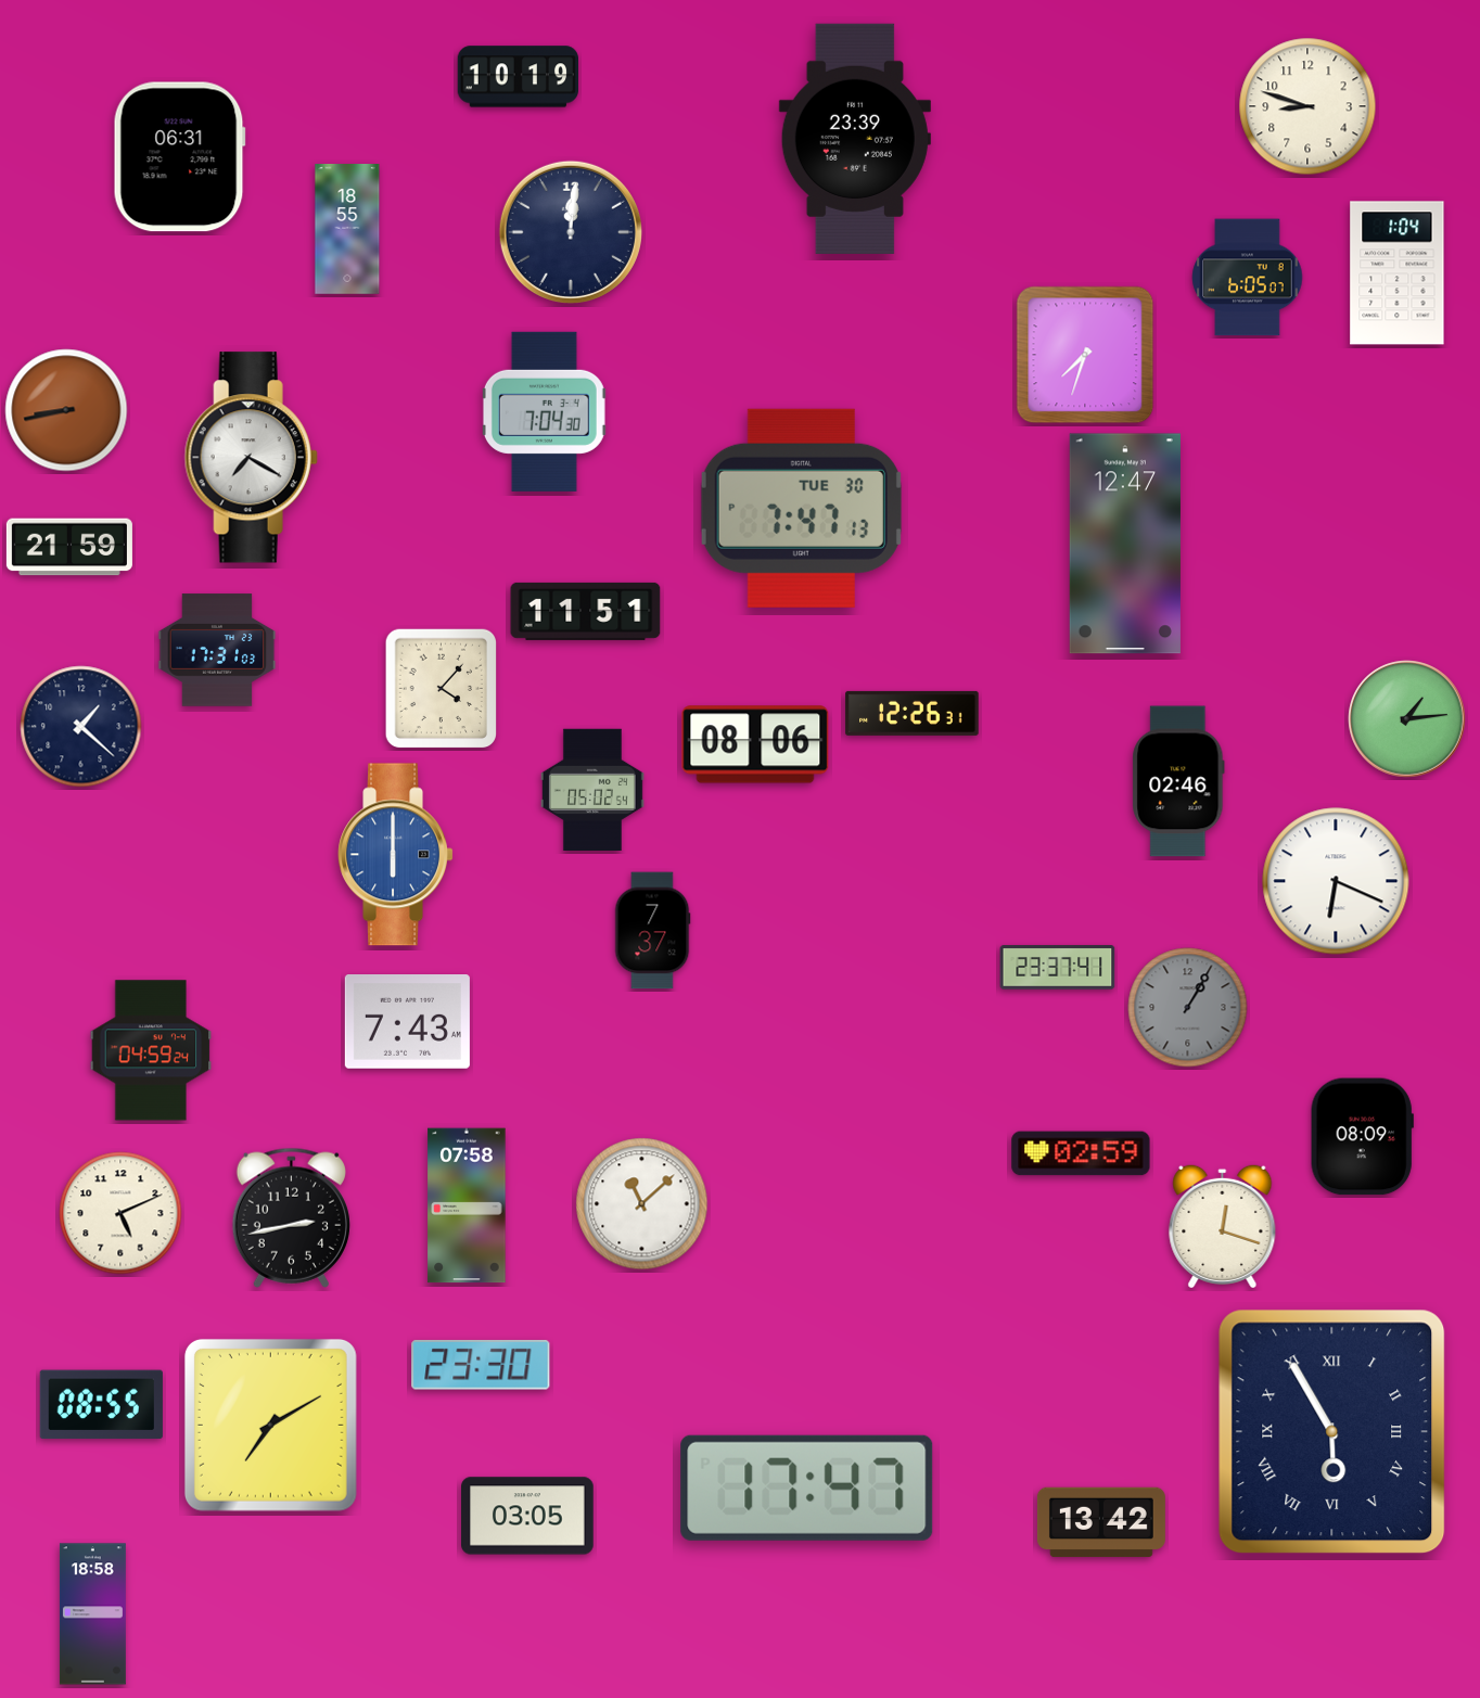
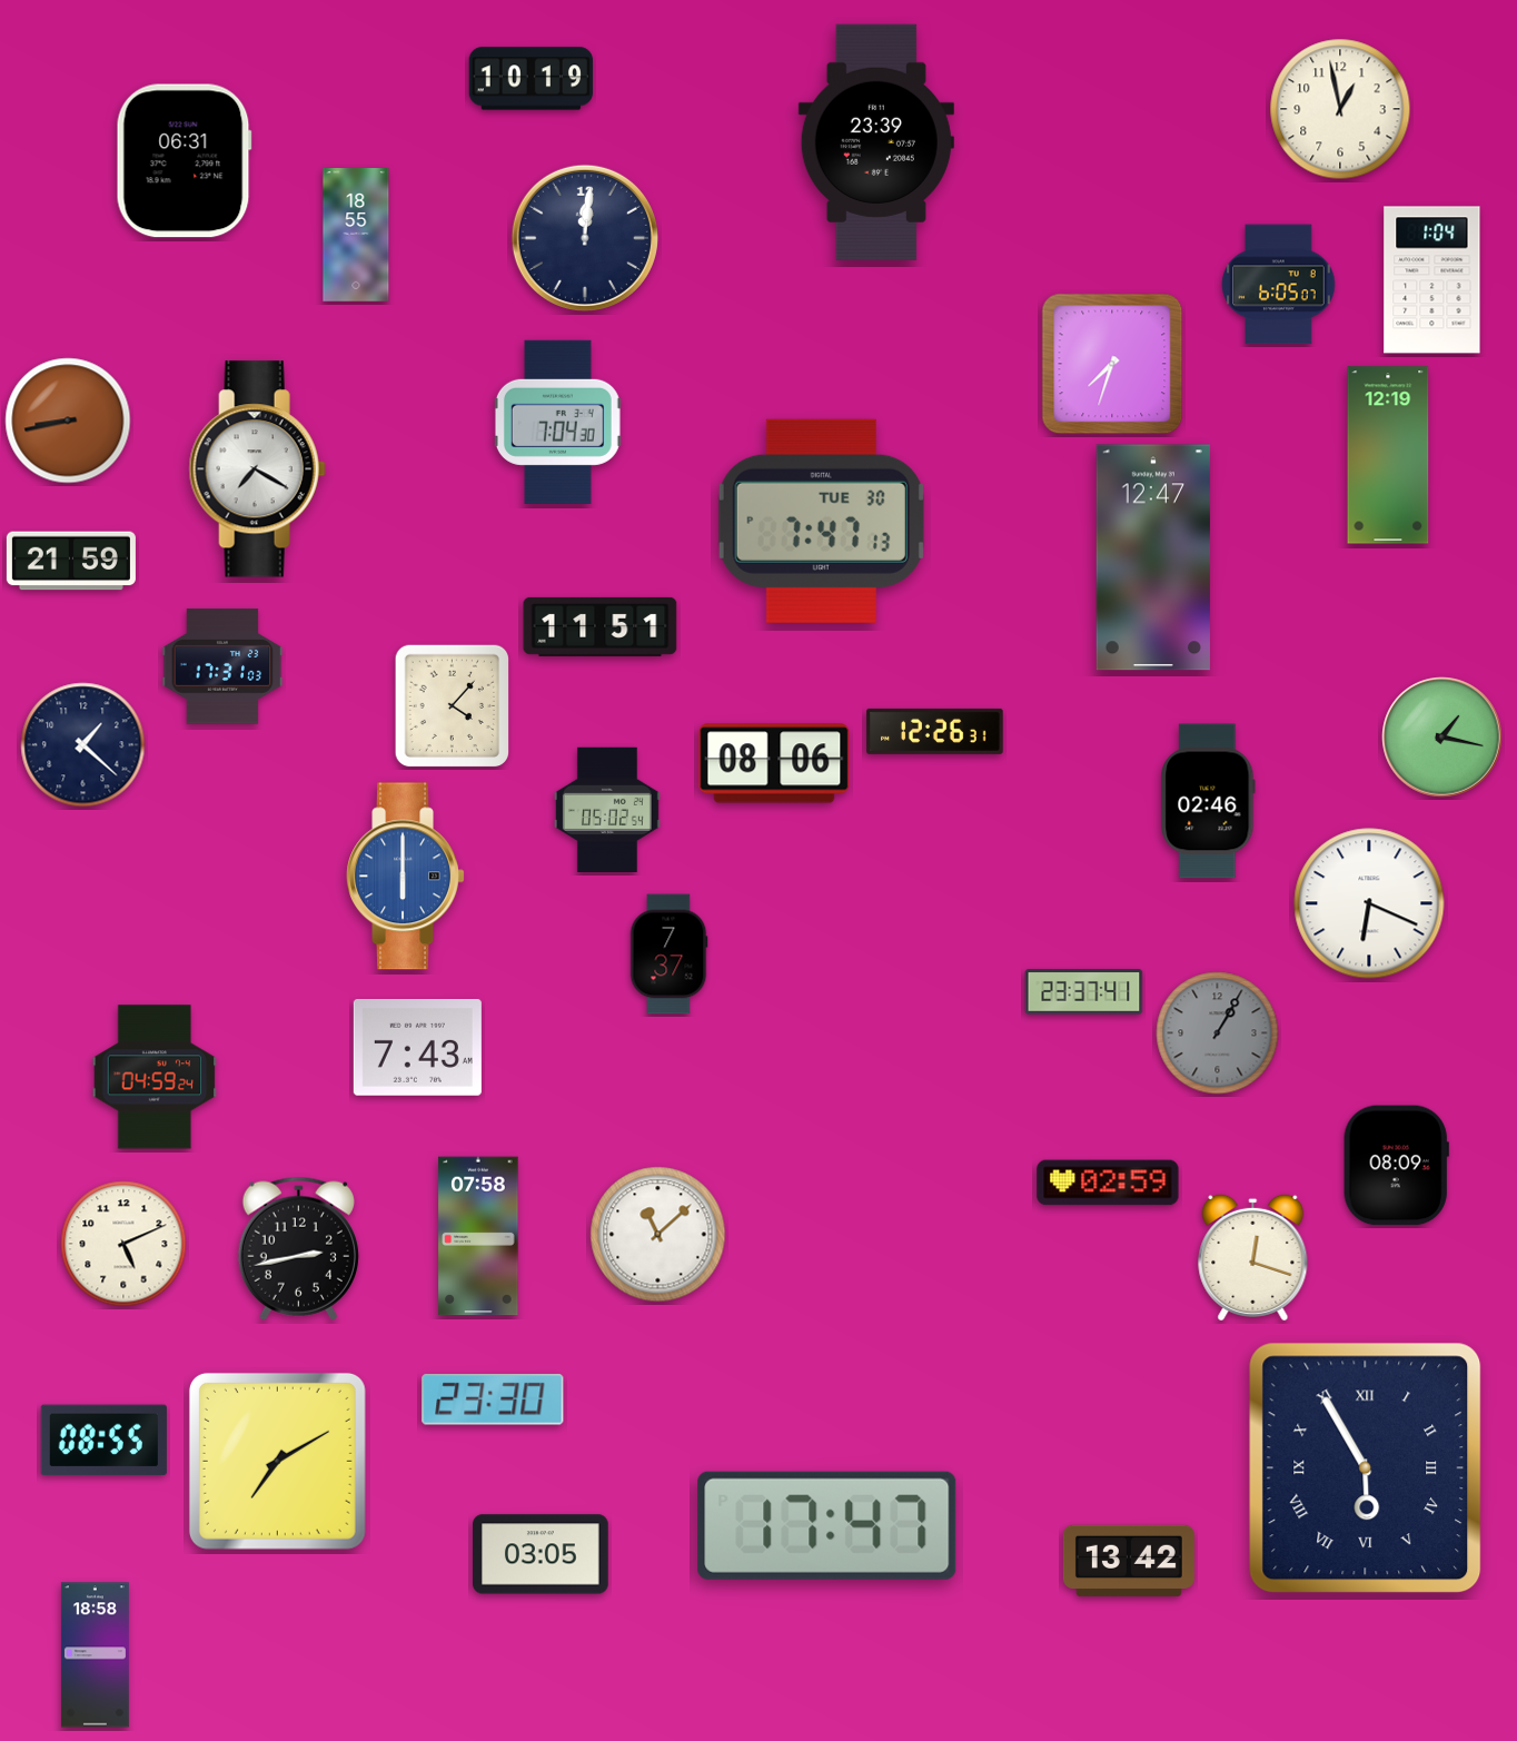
clock at (1307, 106): 8:48 -> 12:58
clock at (1388, 455): none -> 12:19
clock at (1407, 719): 1:14 -> 1:17
